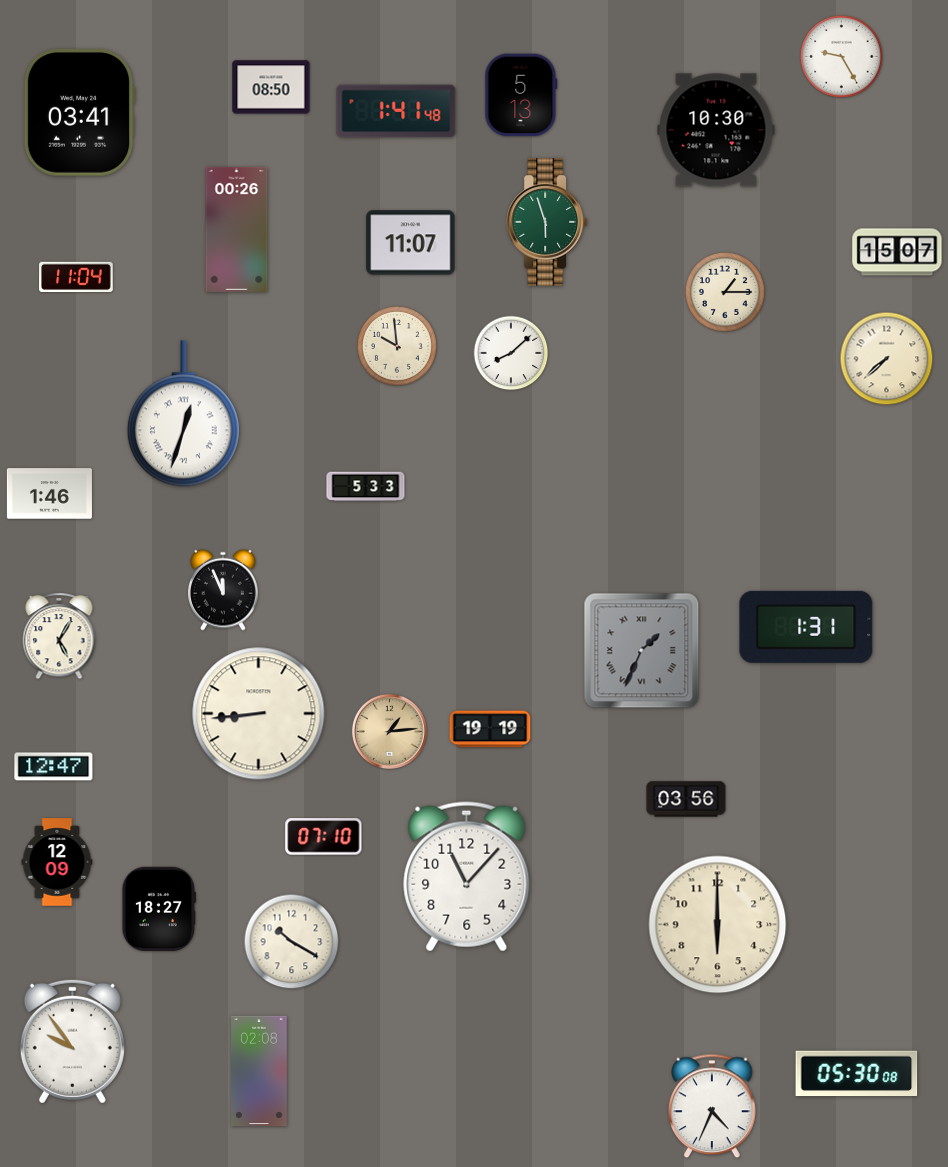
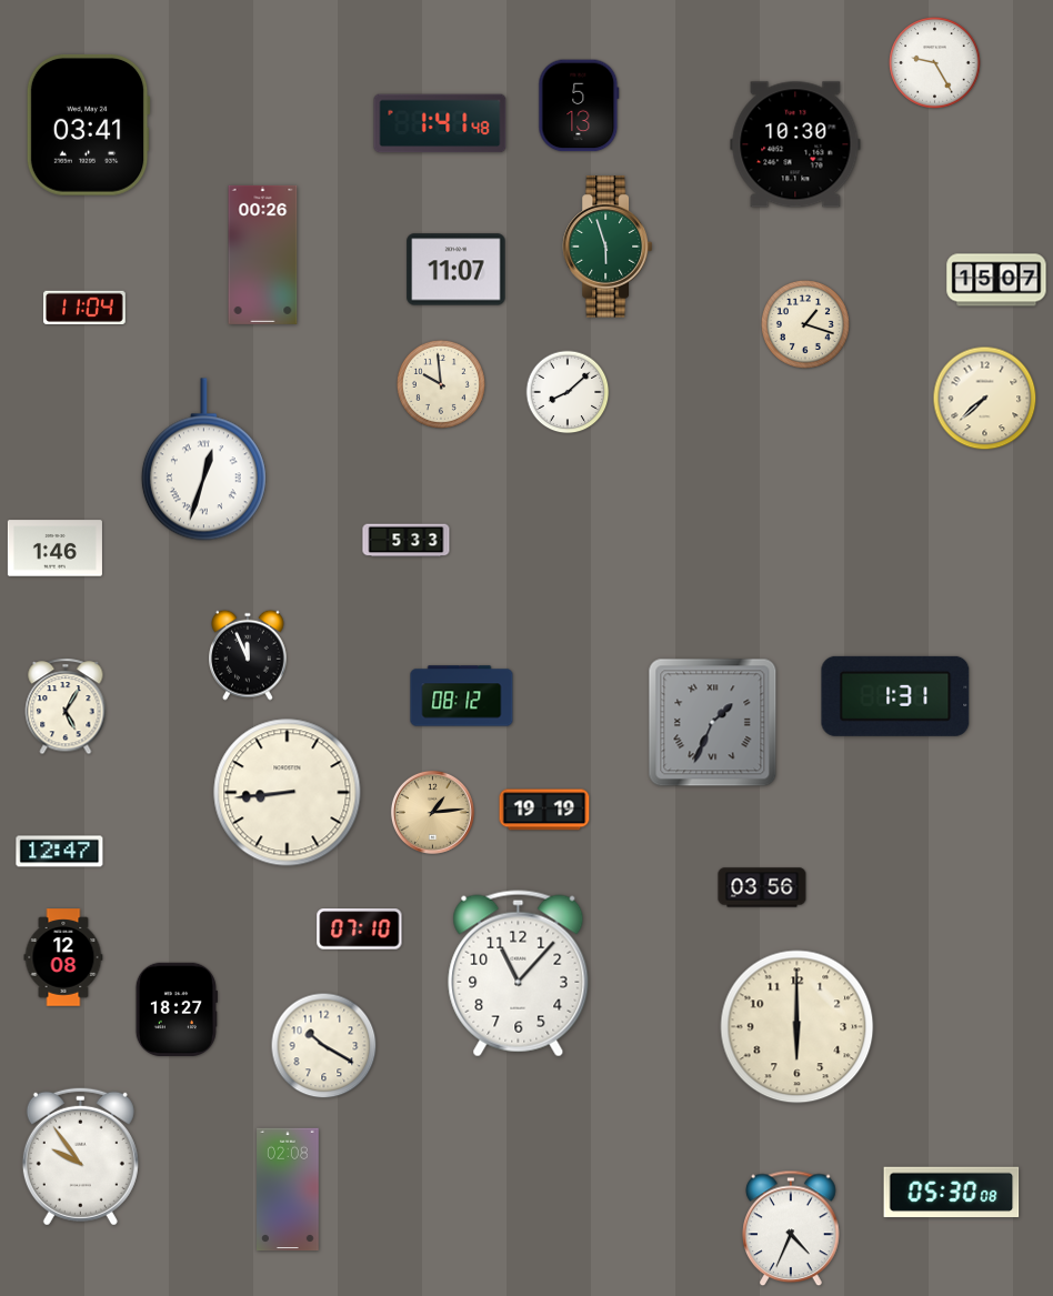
clock at (271, 87): 08:50 -> none
clock at (725, 292): 1:15 -> 1:18
clock at (462, 696): none -> 08:12
clock at (57, 862): 12:09 -> 12:08
